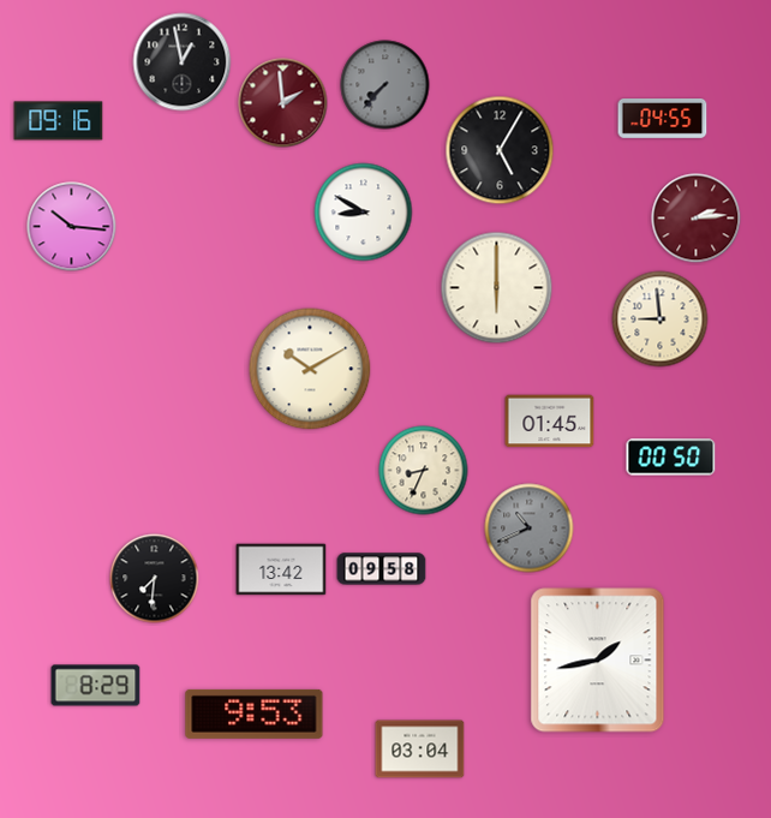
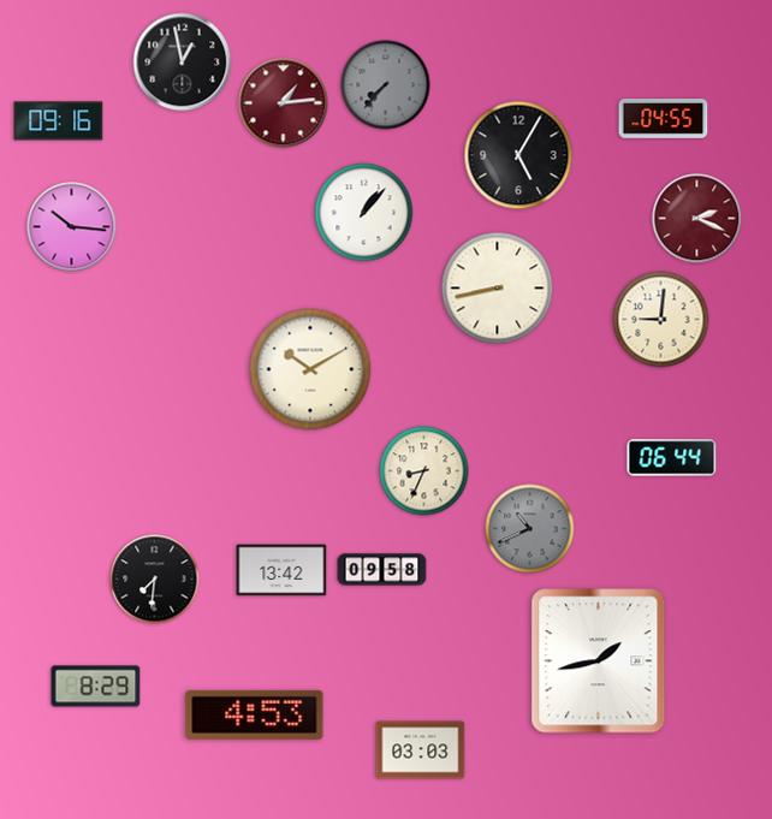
clock at (283, 103): 1:59 -> 1:14
clock at (500, 150) position: (500, 150) -> (518, 155)
clock at (364, 213): 8:50 -> 1:07
clock at (697, 219): 2:14 -> 2:19
clock at (497, 288): 6:00 -> 8:43
clock at (661, 320): 8:59 -> 9:01
clock at (550, 422): 01:45 -> none
clock at (671, 458): 00:50 -> 06:44
clock at (255, 713): 9:53 -> 4:53
clock at (420, 750): 03:04 -> 03:03
